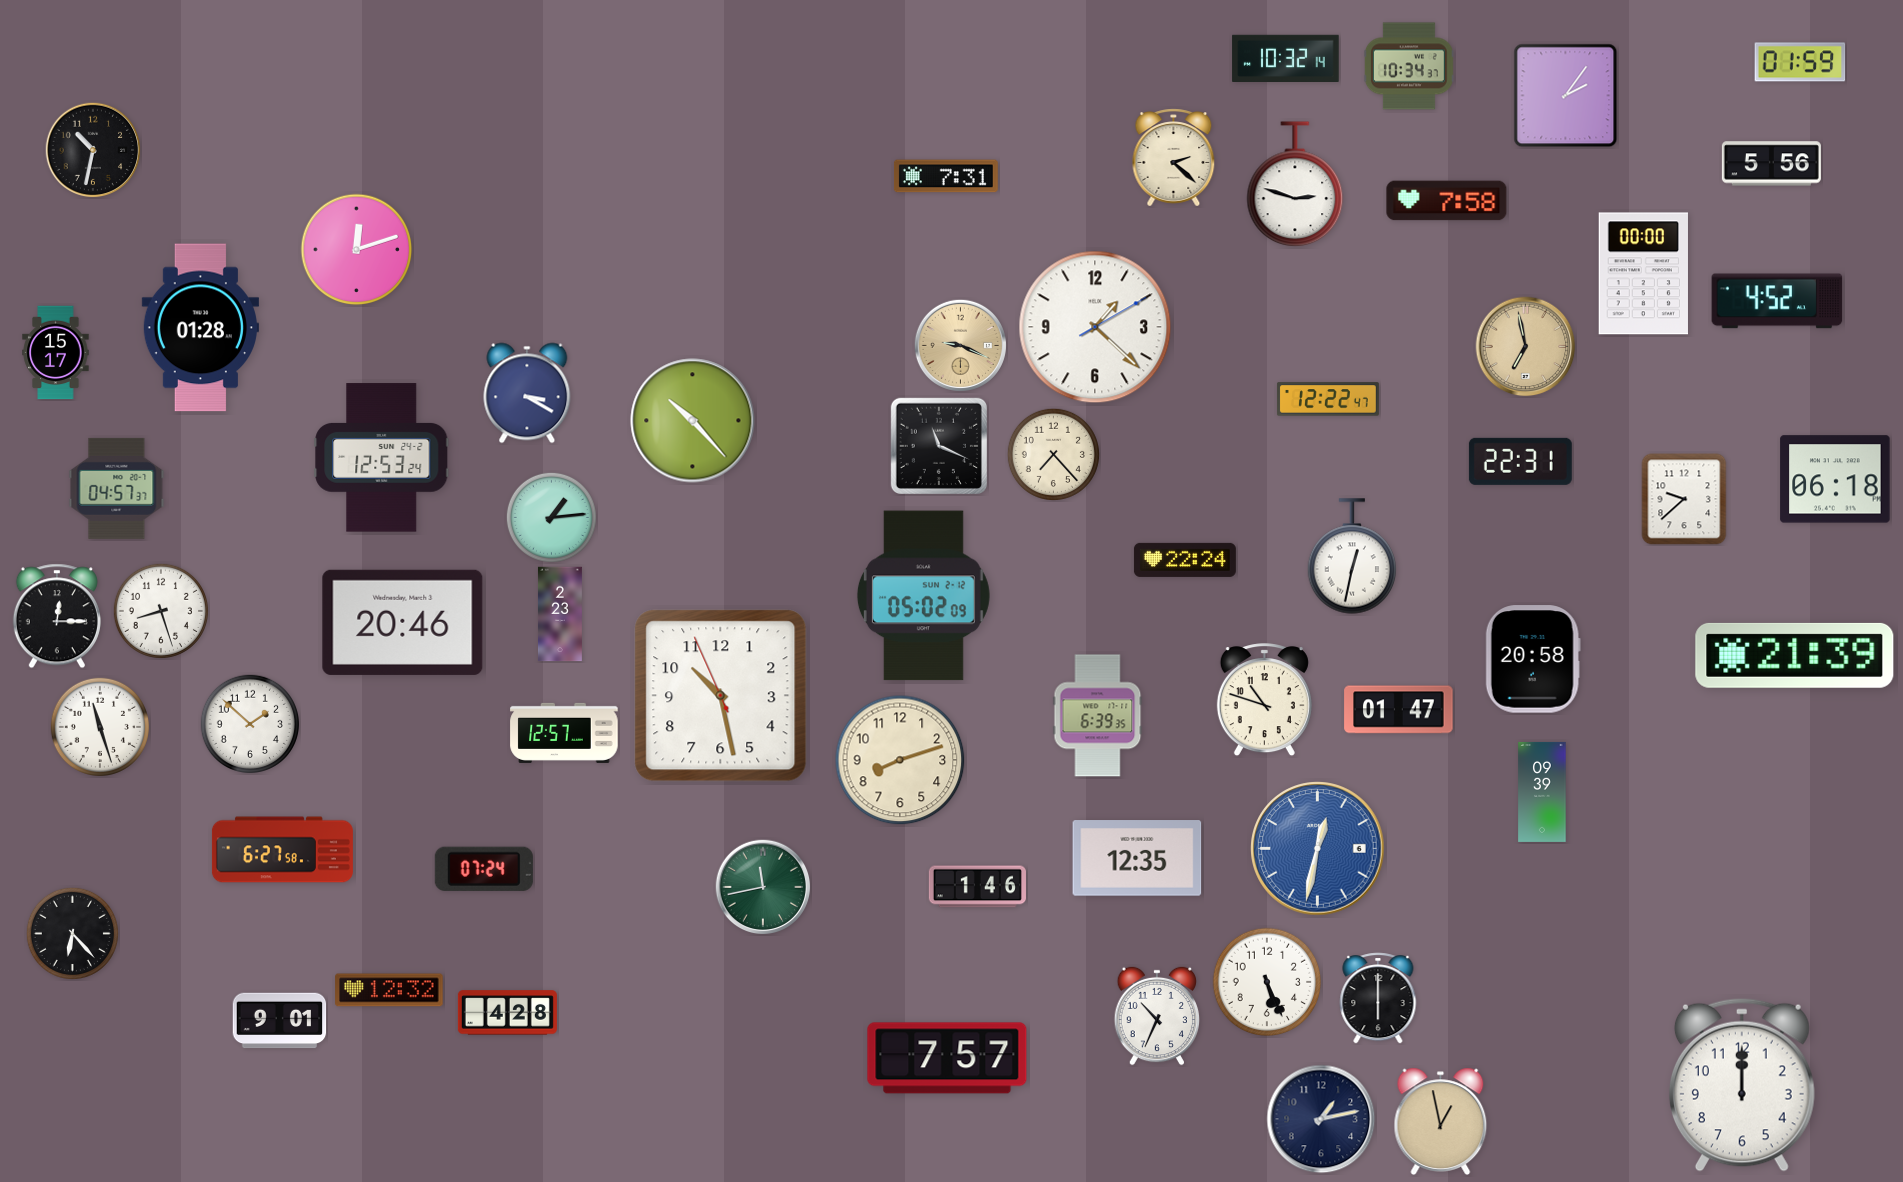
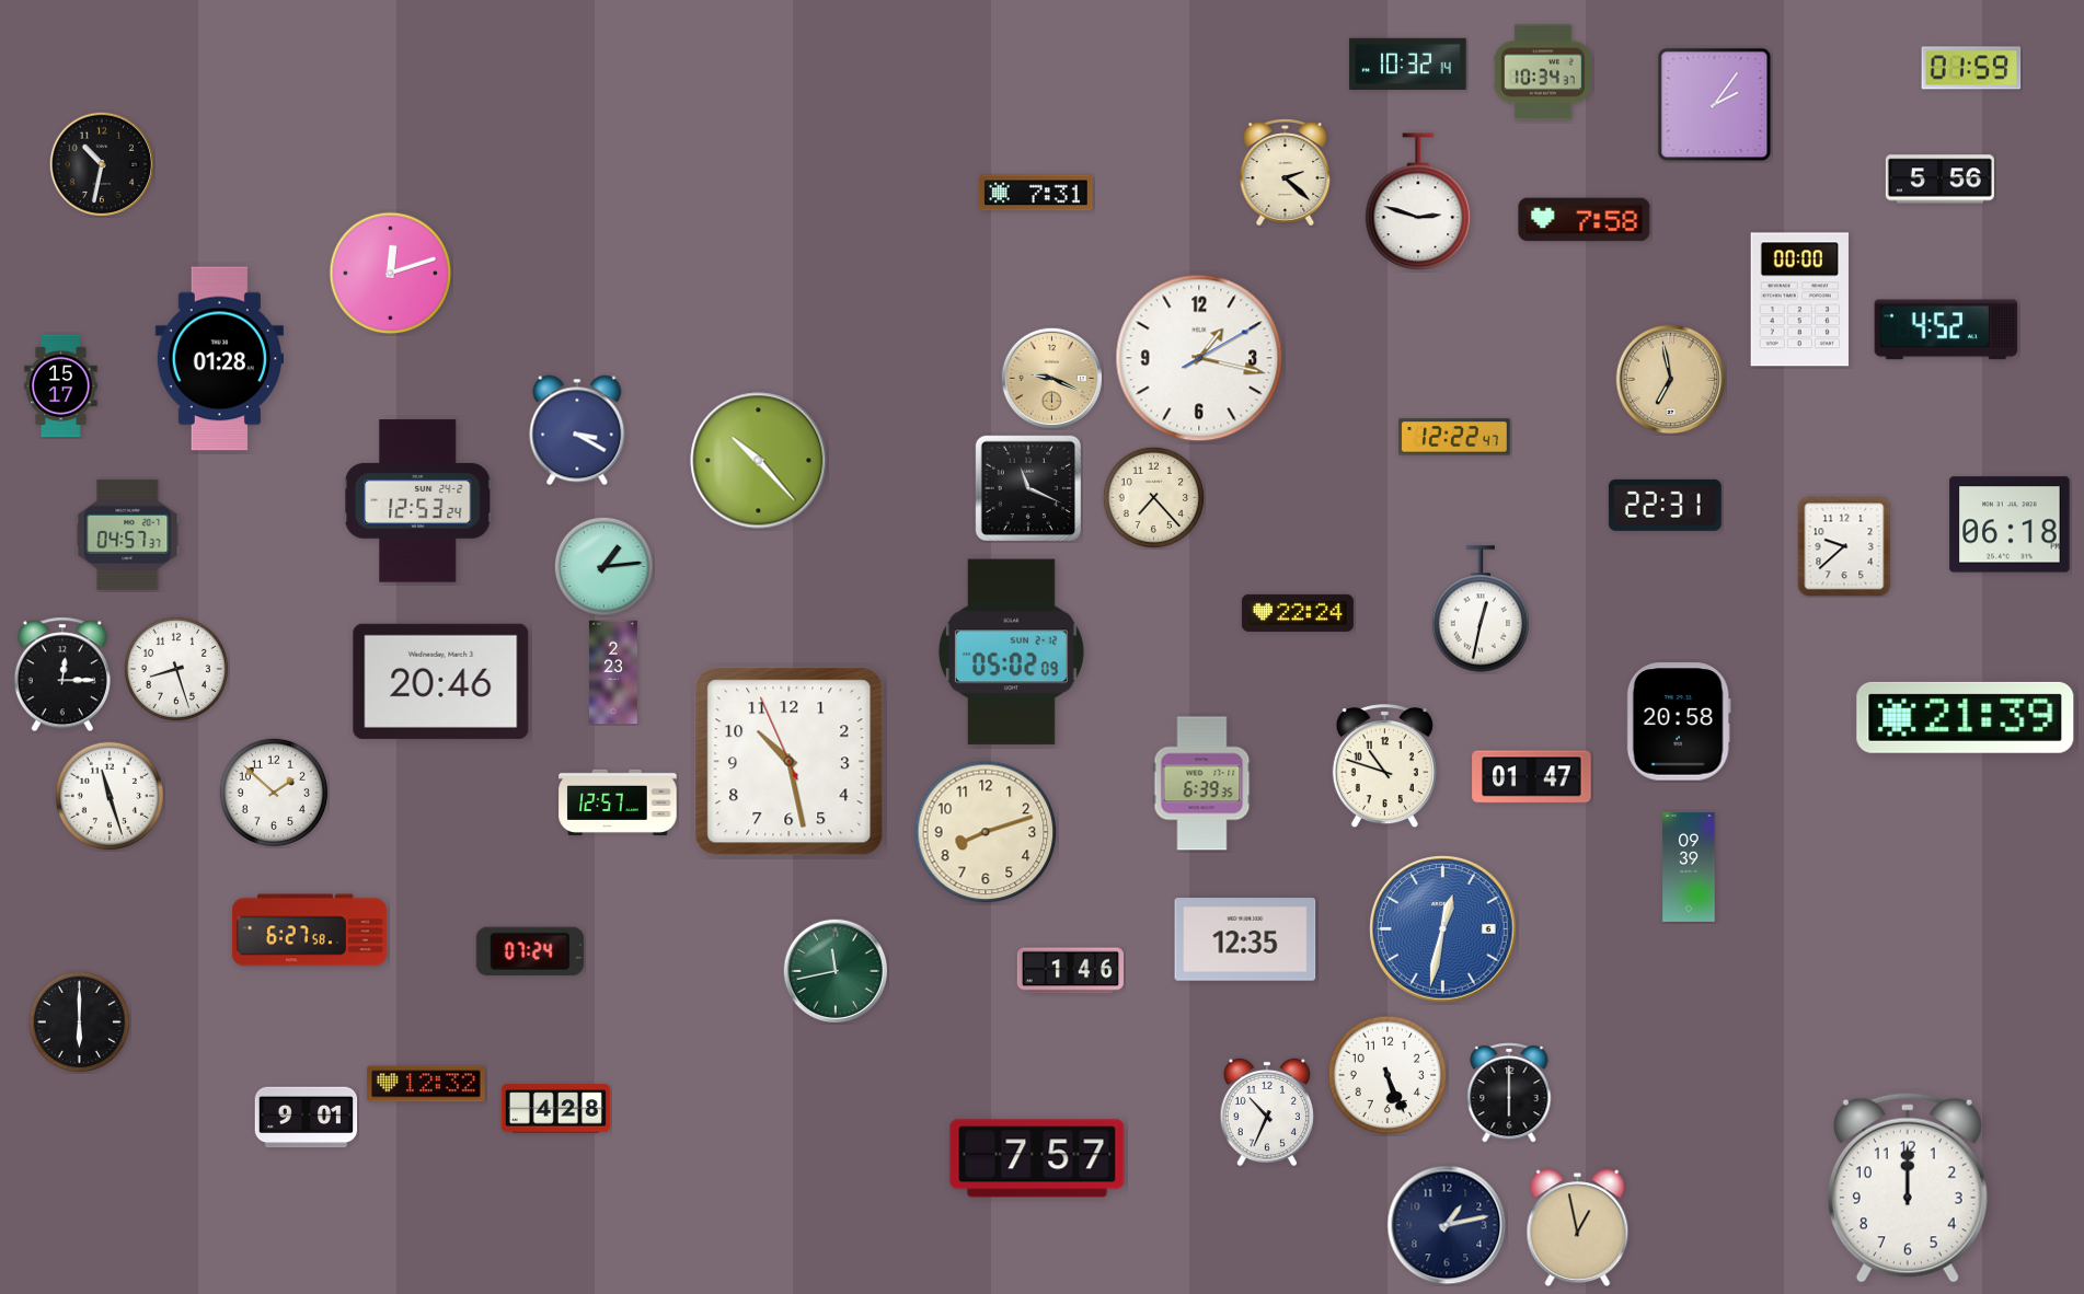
clock at (1095, 327): 1:22 -> 1:17
clock at (72, 933): 6:23 -> 6:00
